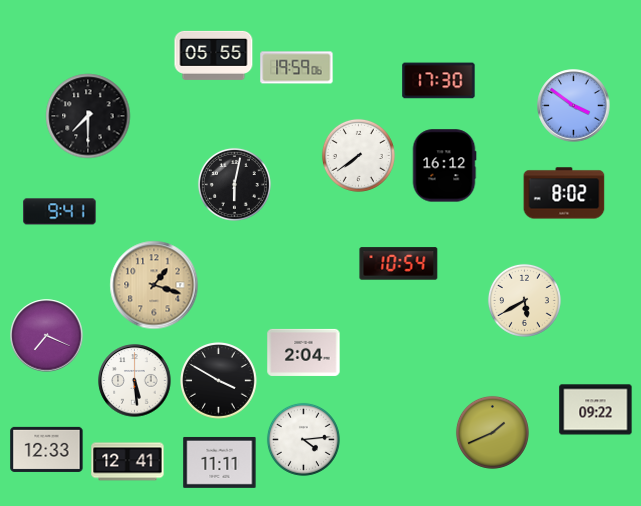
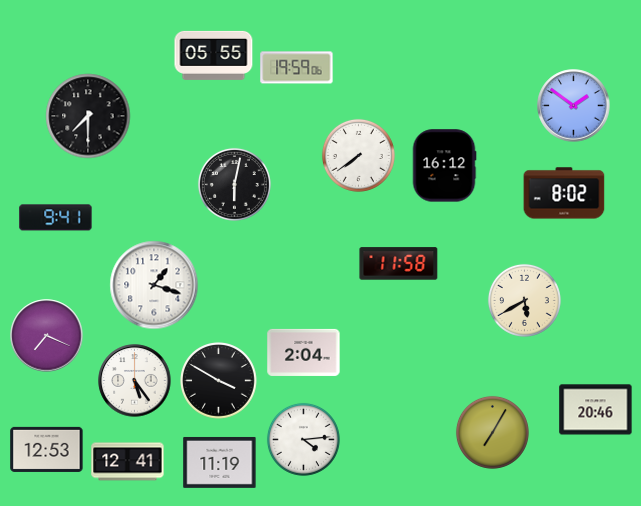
clock at (439, 81): 17:30 -> none
clock at (574, 106): 3:51 -> 1:51
clock at (60, 212) position: (60, 212) -> (56, 218)
clock at (399, 264): 10:54 -> 11:58
clock at (154, 285) dial: champagne -> white
clock at (135, 381): 5:29 -> 5:24
clock at (596, 410): 09:22 -> 20:46
clock at (492, 432): 1:41 -> 7:05
clock at (47, 449): 12:33 -> 12:53
clock at (220, 462): 11:11 -> 11:19
